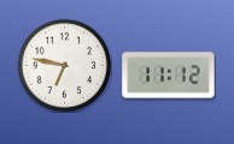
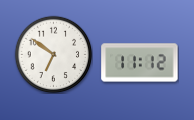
clock at (64, 65): 6:47 -> 6:51
